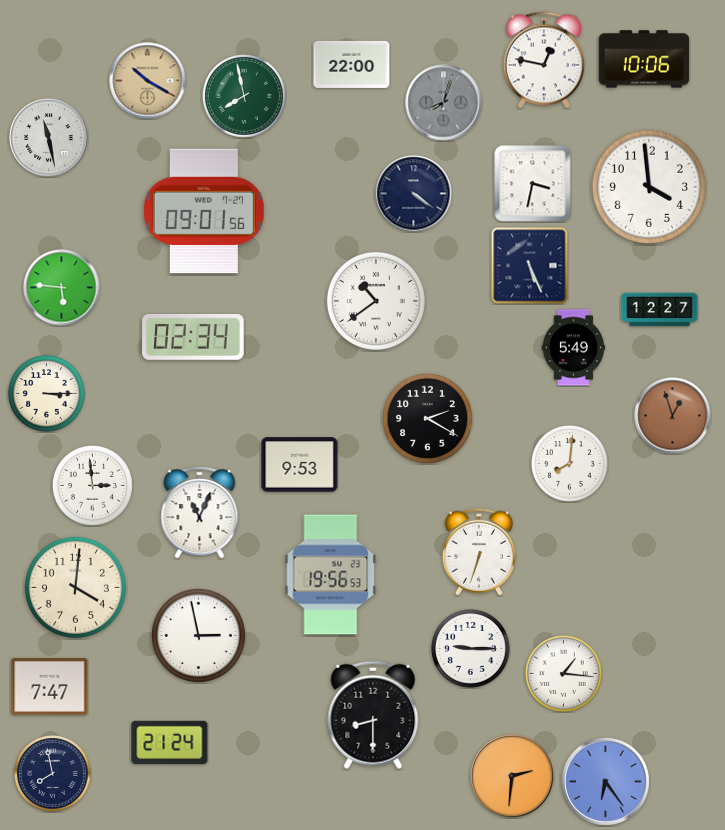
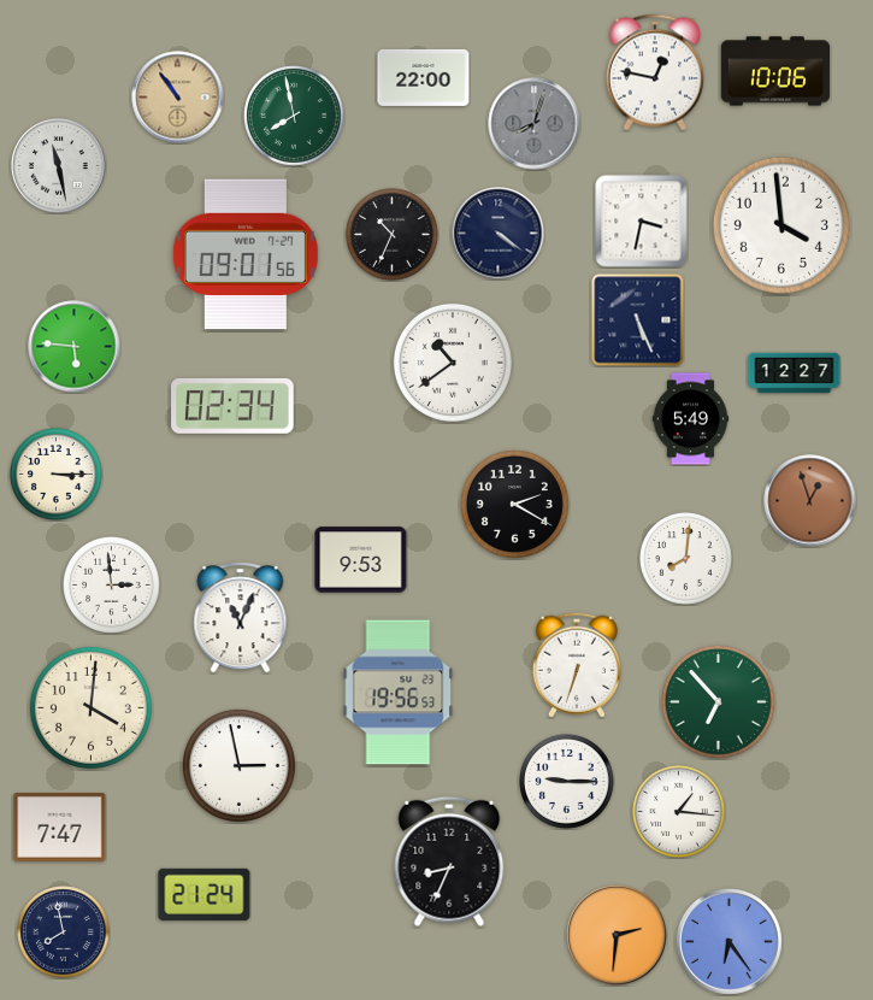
clock at (148, 81): 10:20 -> 10:54
clock at (393, 235): none -> 10:34
clock at (718, 701): none -> 6:53
clock at (373, 715): 8:30 -> 8:34
